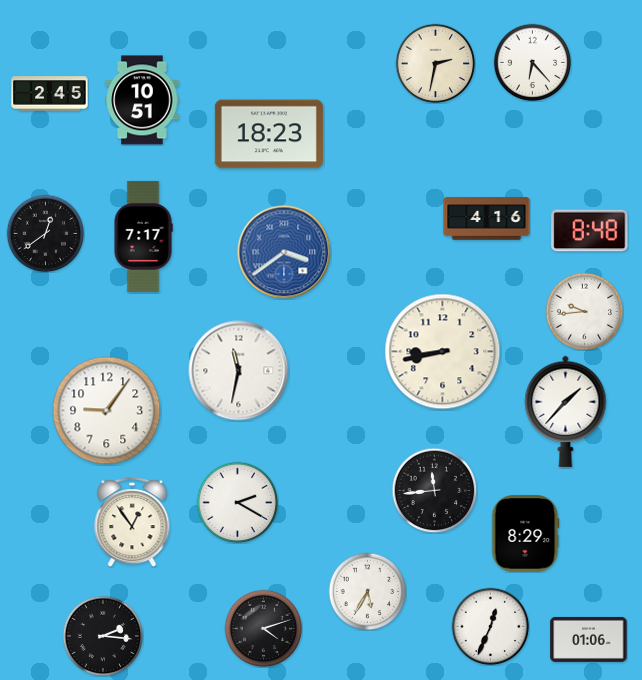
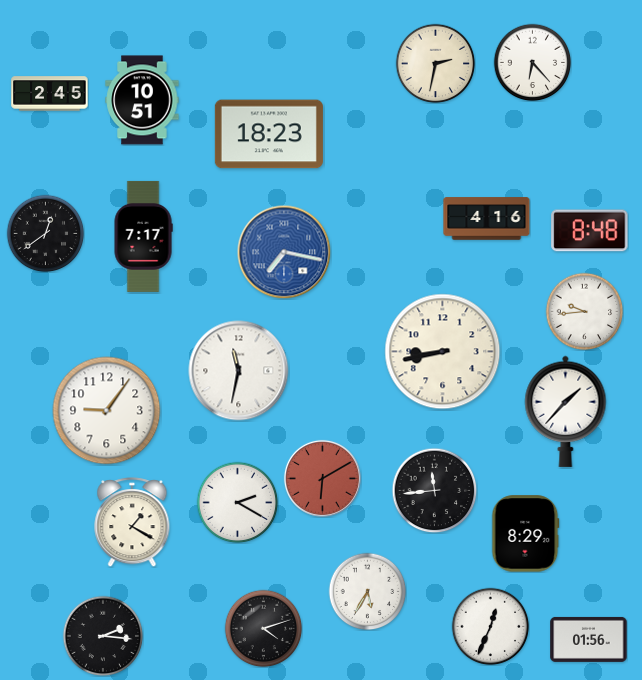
clock at (284, 252): 3:39 -> 7:17
clock at (322, 478): none -> 6:10
clock at (132, 522): 12:54 -> 1:20
clock at (589, 639): 01:06 -> 01:56
